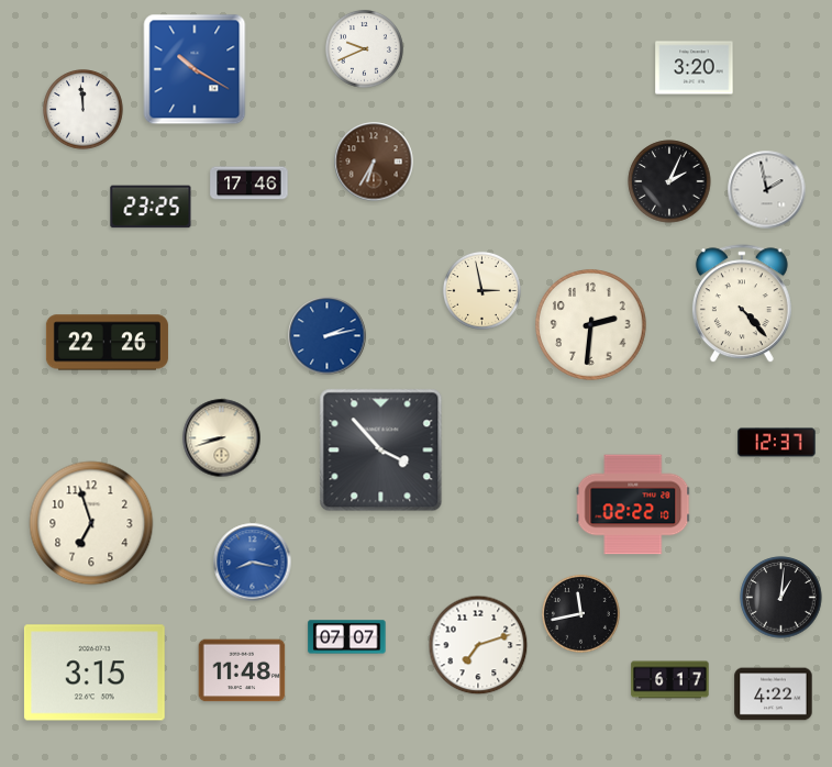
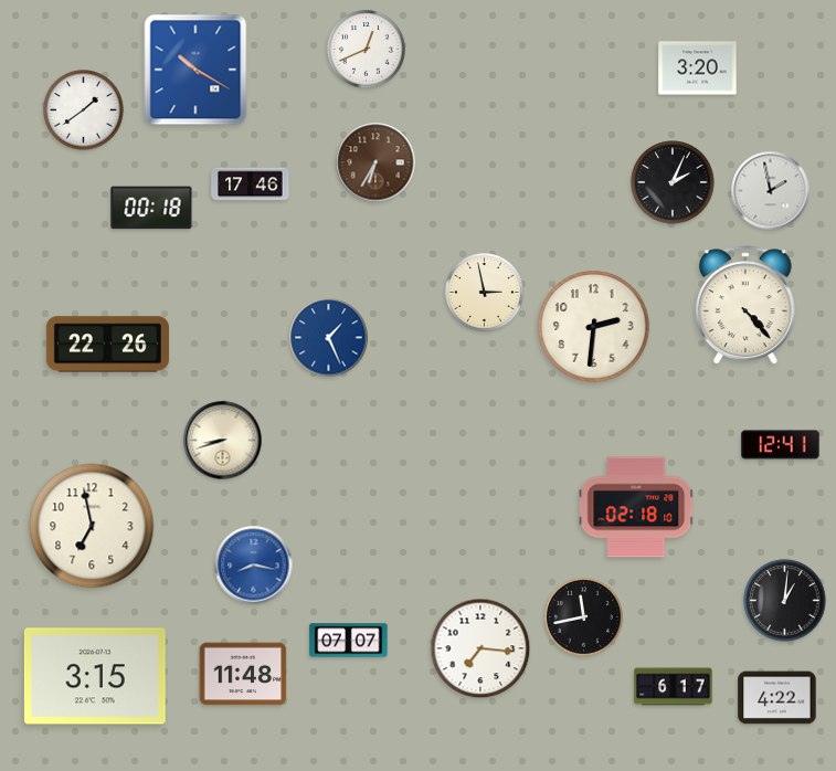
clock at (364, 48): 9:41 -> 12:41
clock at (84, 110): 11:59 -> 1:39
clock at (151, 207): 23:25 -> 00:18
clock at (328, 336): 2:13 -> 1:26
clock at (777, 443): 12:37 -> 12:41
clock at (381, 451): 3:53 -> none
clock at (633, 504): 02:22 -> 02:18
clock at (91, 523): 6:57 -> 6:58
clock at (478, 645): 7:12 -> 7:16
clock at (670, 680) position: (670, 680) -> (674, 687)
